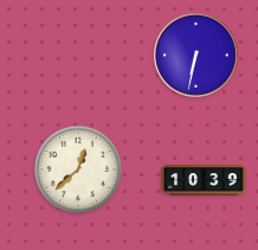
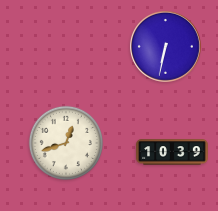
clock at (77, 168): 12:38 -> 12:42
